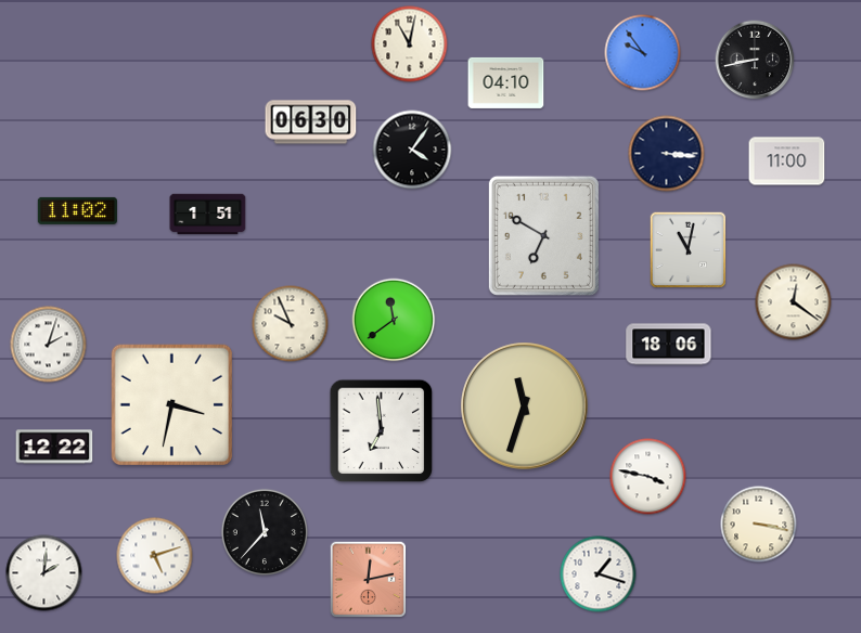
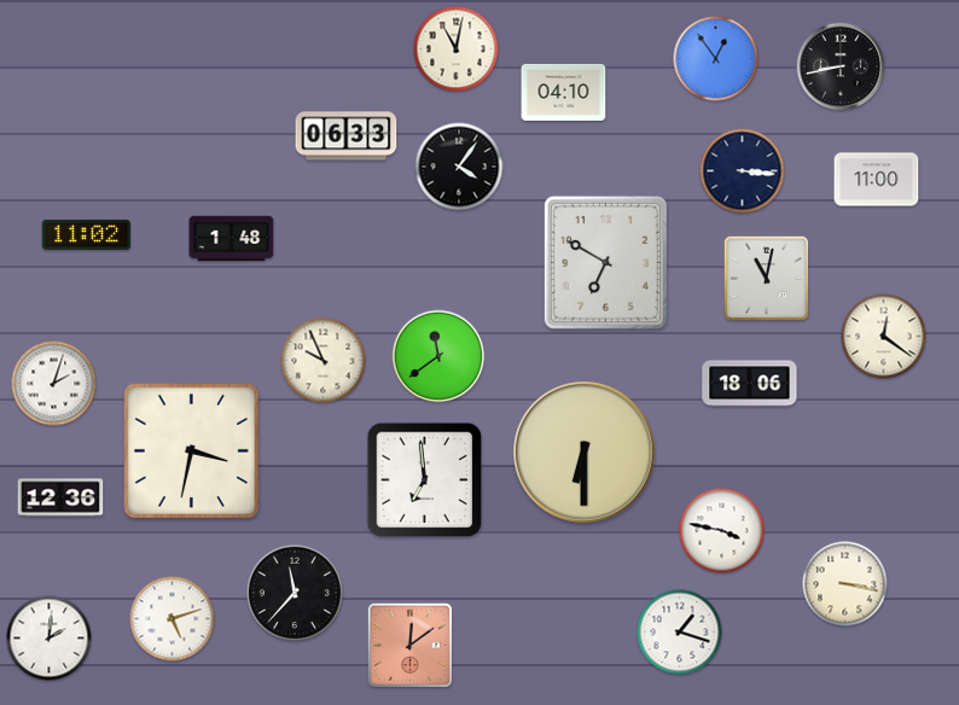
clock at (643, 53): 9:54 -> 12:54
clock at (311, 122): 06:30 -> 06:33
clock at (208, 215): 1:51 -> 1:48
clock at (669, 345) position: (669, 345) -> (750, 384)
clock at (525, 406): 11:33 -> 6:30
clock at (54, 447): 12:22 -> 12:36
clock at (599, 574) position: (599, 574) -> (680, 633)
clock at (369, 580): 12:13 -> 12:09
